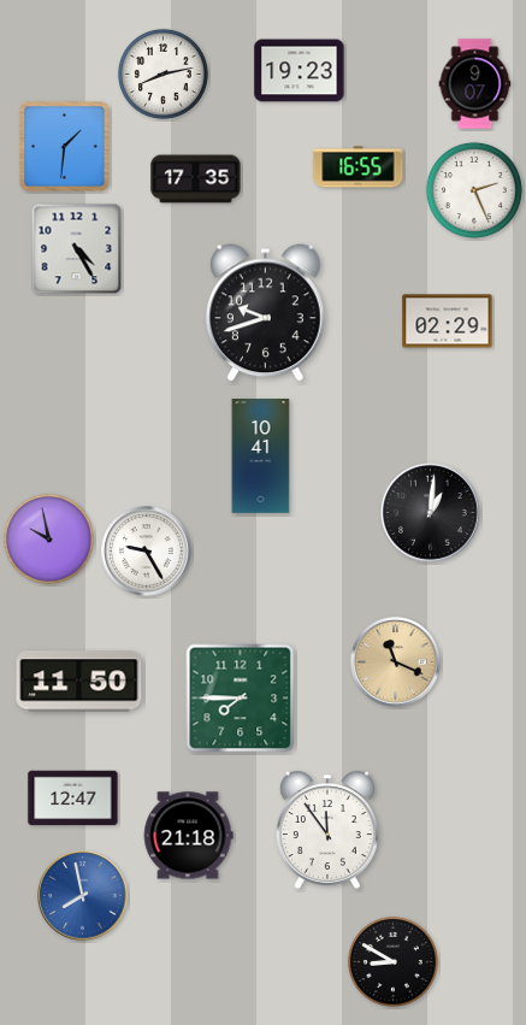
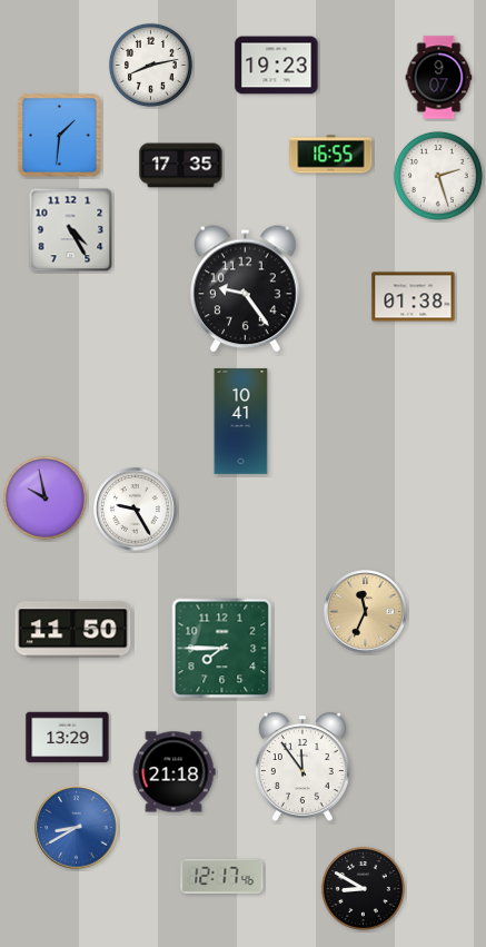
clock at (162, 73) position: (162, 73) -> (150, 65)
clock at (474, 190): 2:26 -> 2:27
clock at (266, 313): 9:42 -> 9:24
clock at (448, 322): 02:29 -> 01:38
clock at (431, 513): 1:01 -> none
clock at (396, 662): 11:19 -> 11:34
clock at (241, 699) position: (241, 699) -> (222, 649)
clock at (73, 799): 12:47 -> 13:29
clock at (83, 896): 7:58 -> 8:40
clock at (222, 876): none -> 12:17
